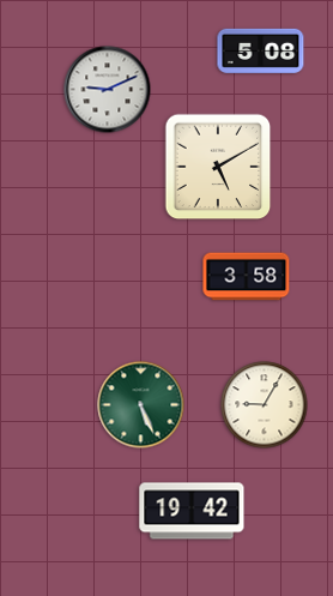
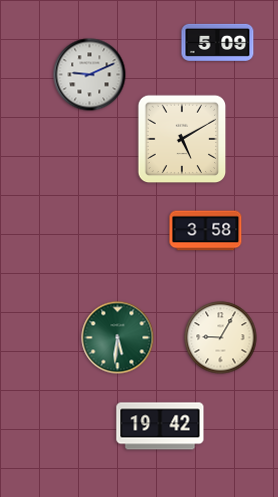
clock at (261, 50): 5:08 -> 5:09
clock at (141, 405): 5:26 -> 5:31
